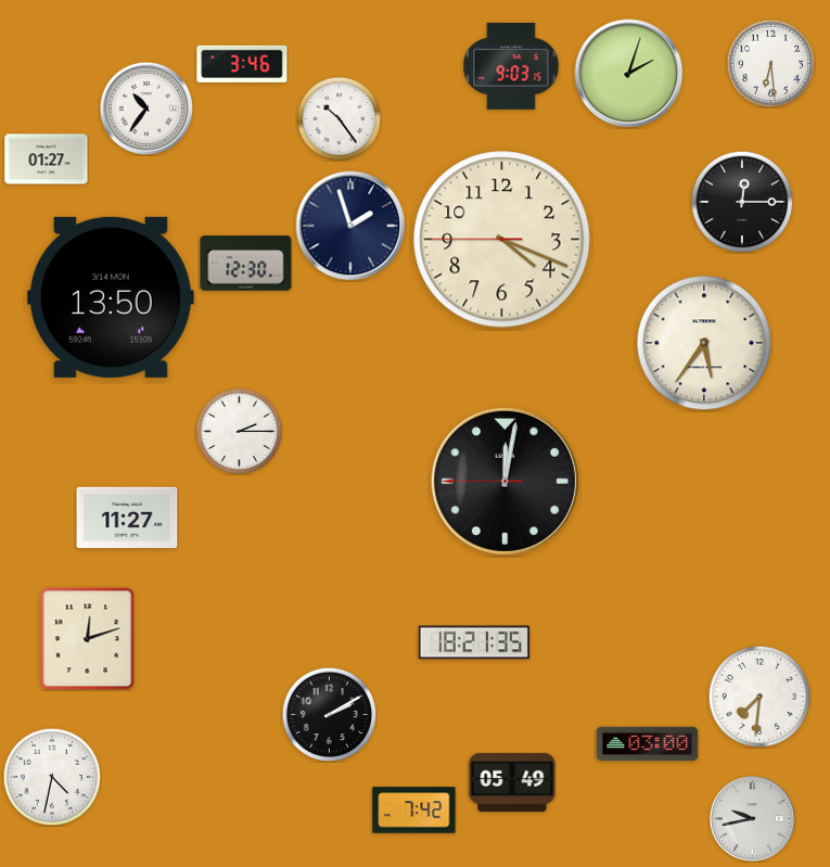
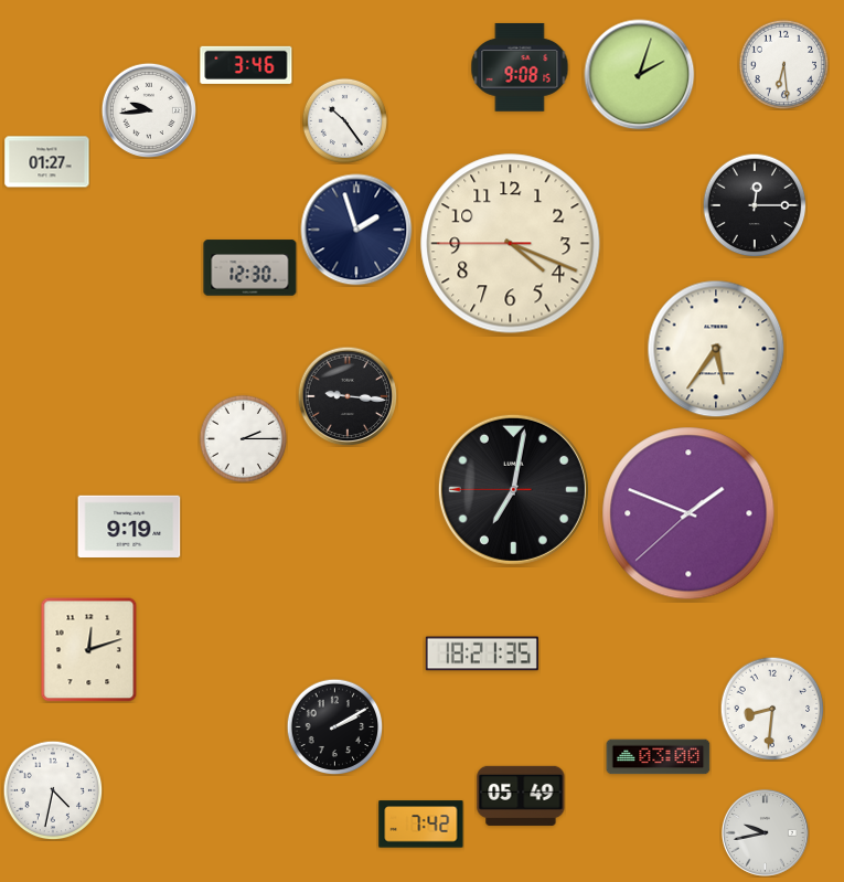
clock at (511, 66): 9:03 -> 9:08
clock at (145, 107): 10:36 -> 9:44
clock at (111, 297): 13:50 -> none
clock at (348, 396): none -> 9:16
clock at (505, 481): 12:01 -> 7:01
clock at (688, 513): none -> 1:48
clock at (127, 518): 11:27 -> 9:19
clock at (759, 697): 7:31 -> 8:31
